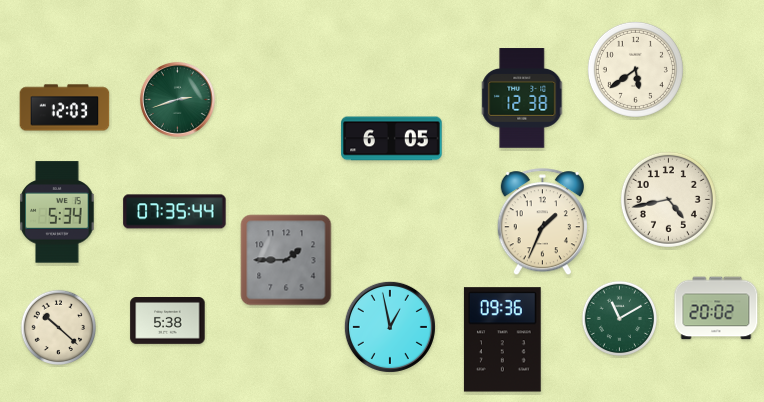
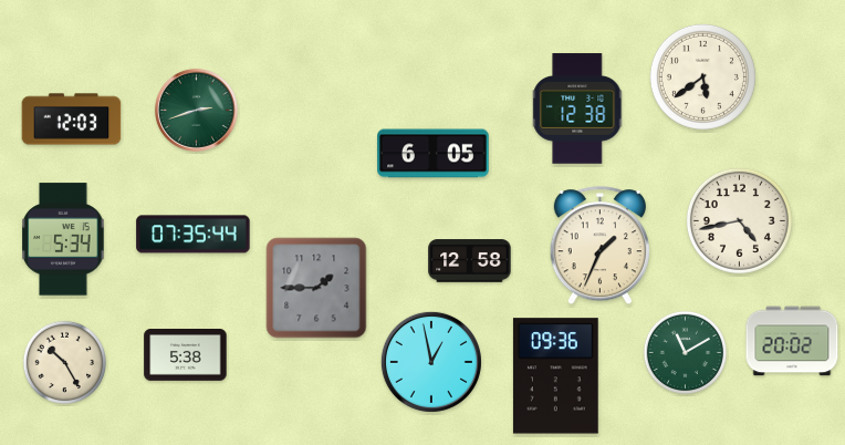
clock at (57, 212) position: (57, 212) -> (63, 239)
clock at (470, 261): none -> 12:58
clock at (59, 328): 10:22 -> 10:25
